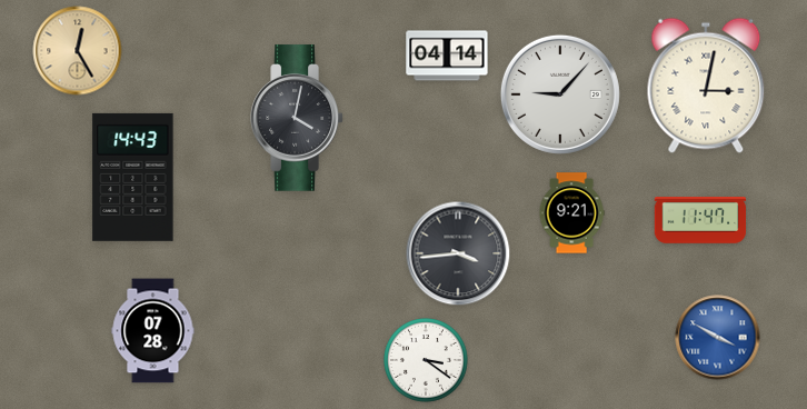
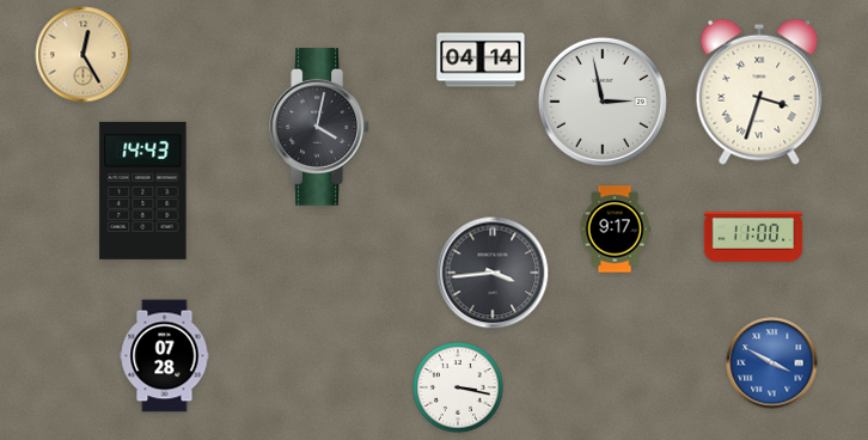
clock at (706, 86): 3:02 -> 3:33
clock at (560, 94): 9:07 -> 2:58
clock at (571, 213): 9:21 -> 9:17
clock at (700, 220): 11:47 -> 11:00
clock at (426, 360): 3:21 -> 3:17
